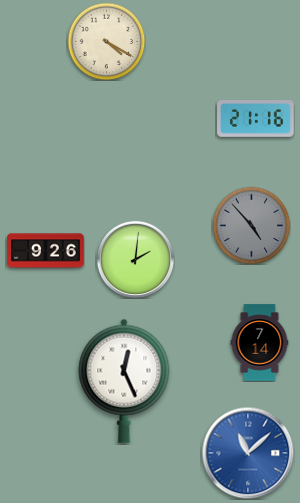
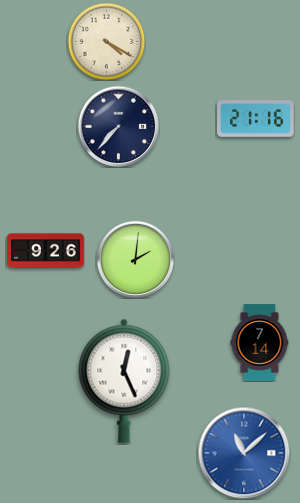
clock at (118, 126): none -> 7:37
clock at (251, 225): 4:53 -> none
clock at (248, 453) position: (248, 453) -> (244, 453)
